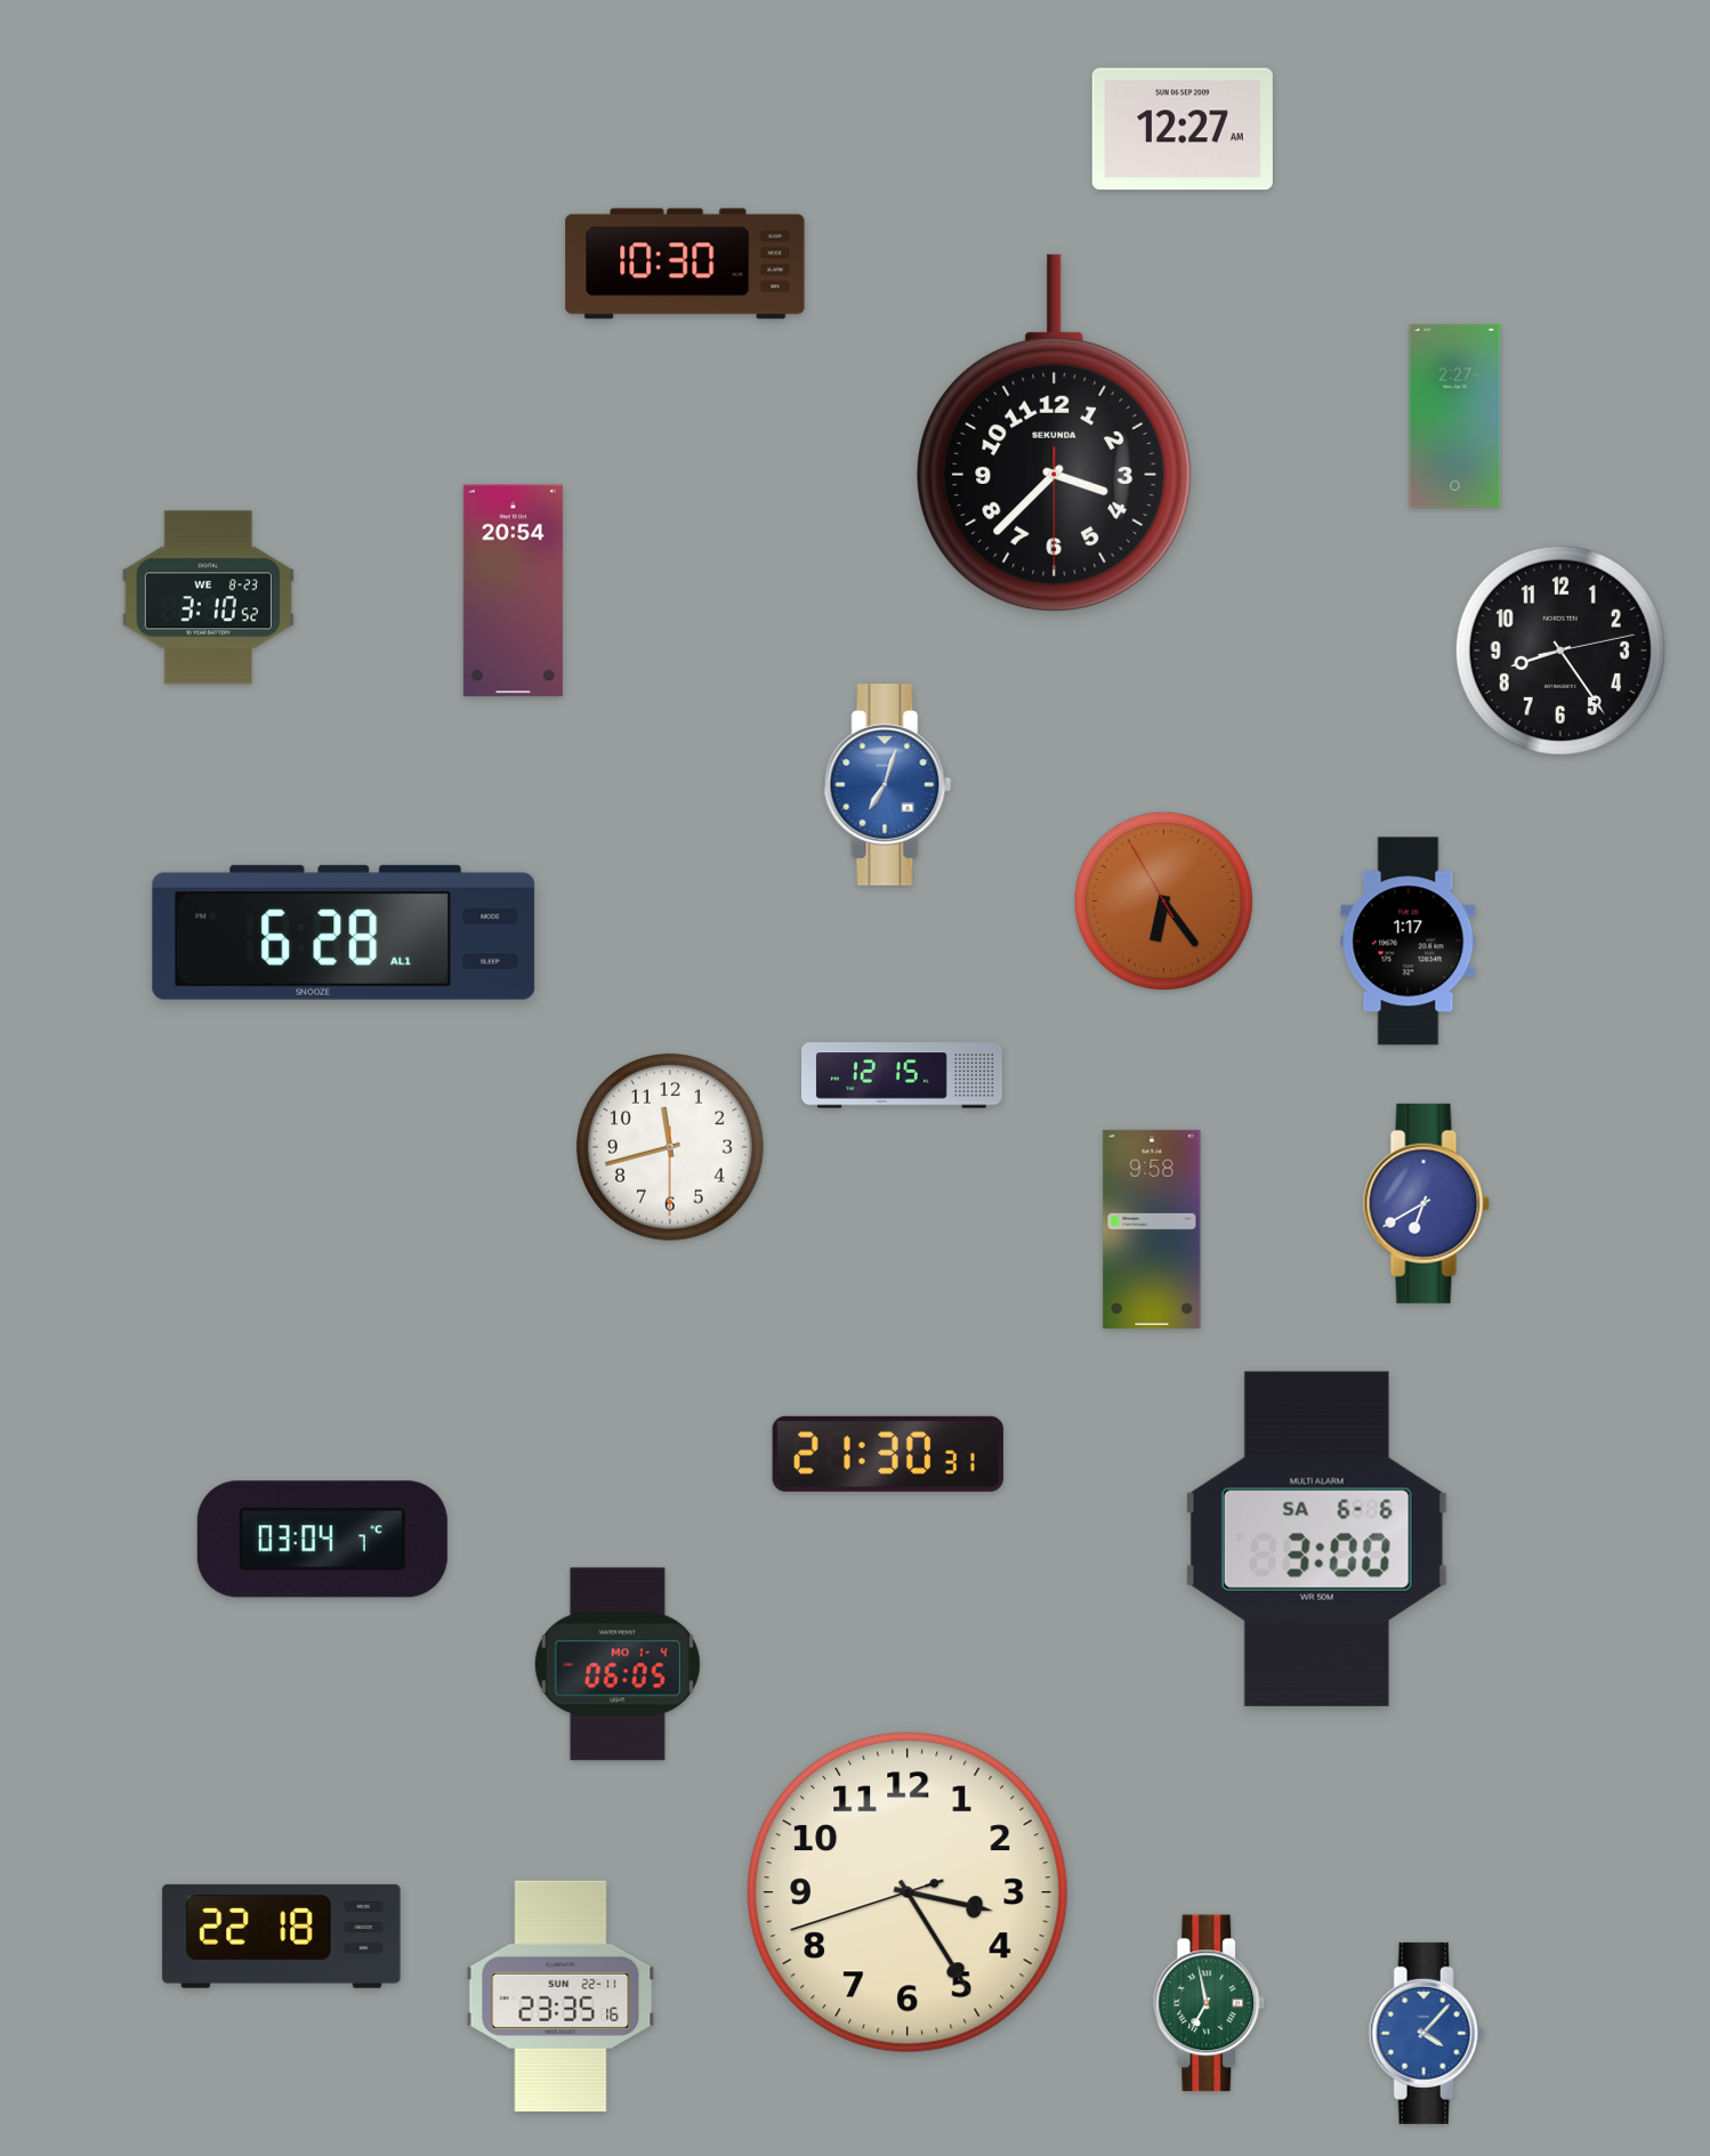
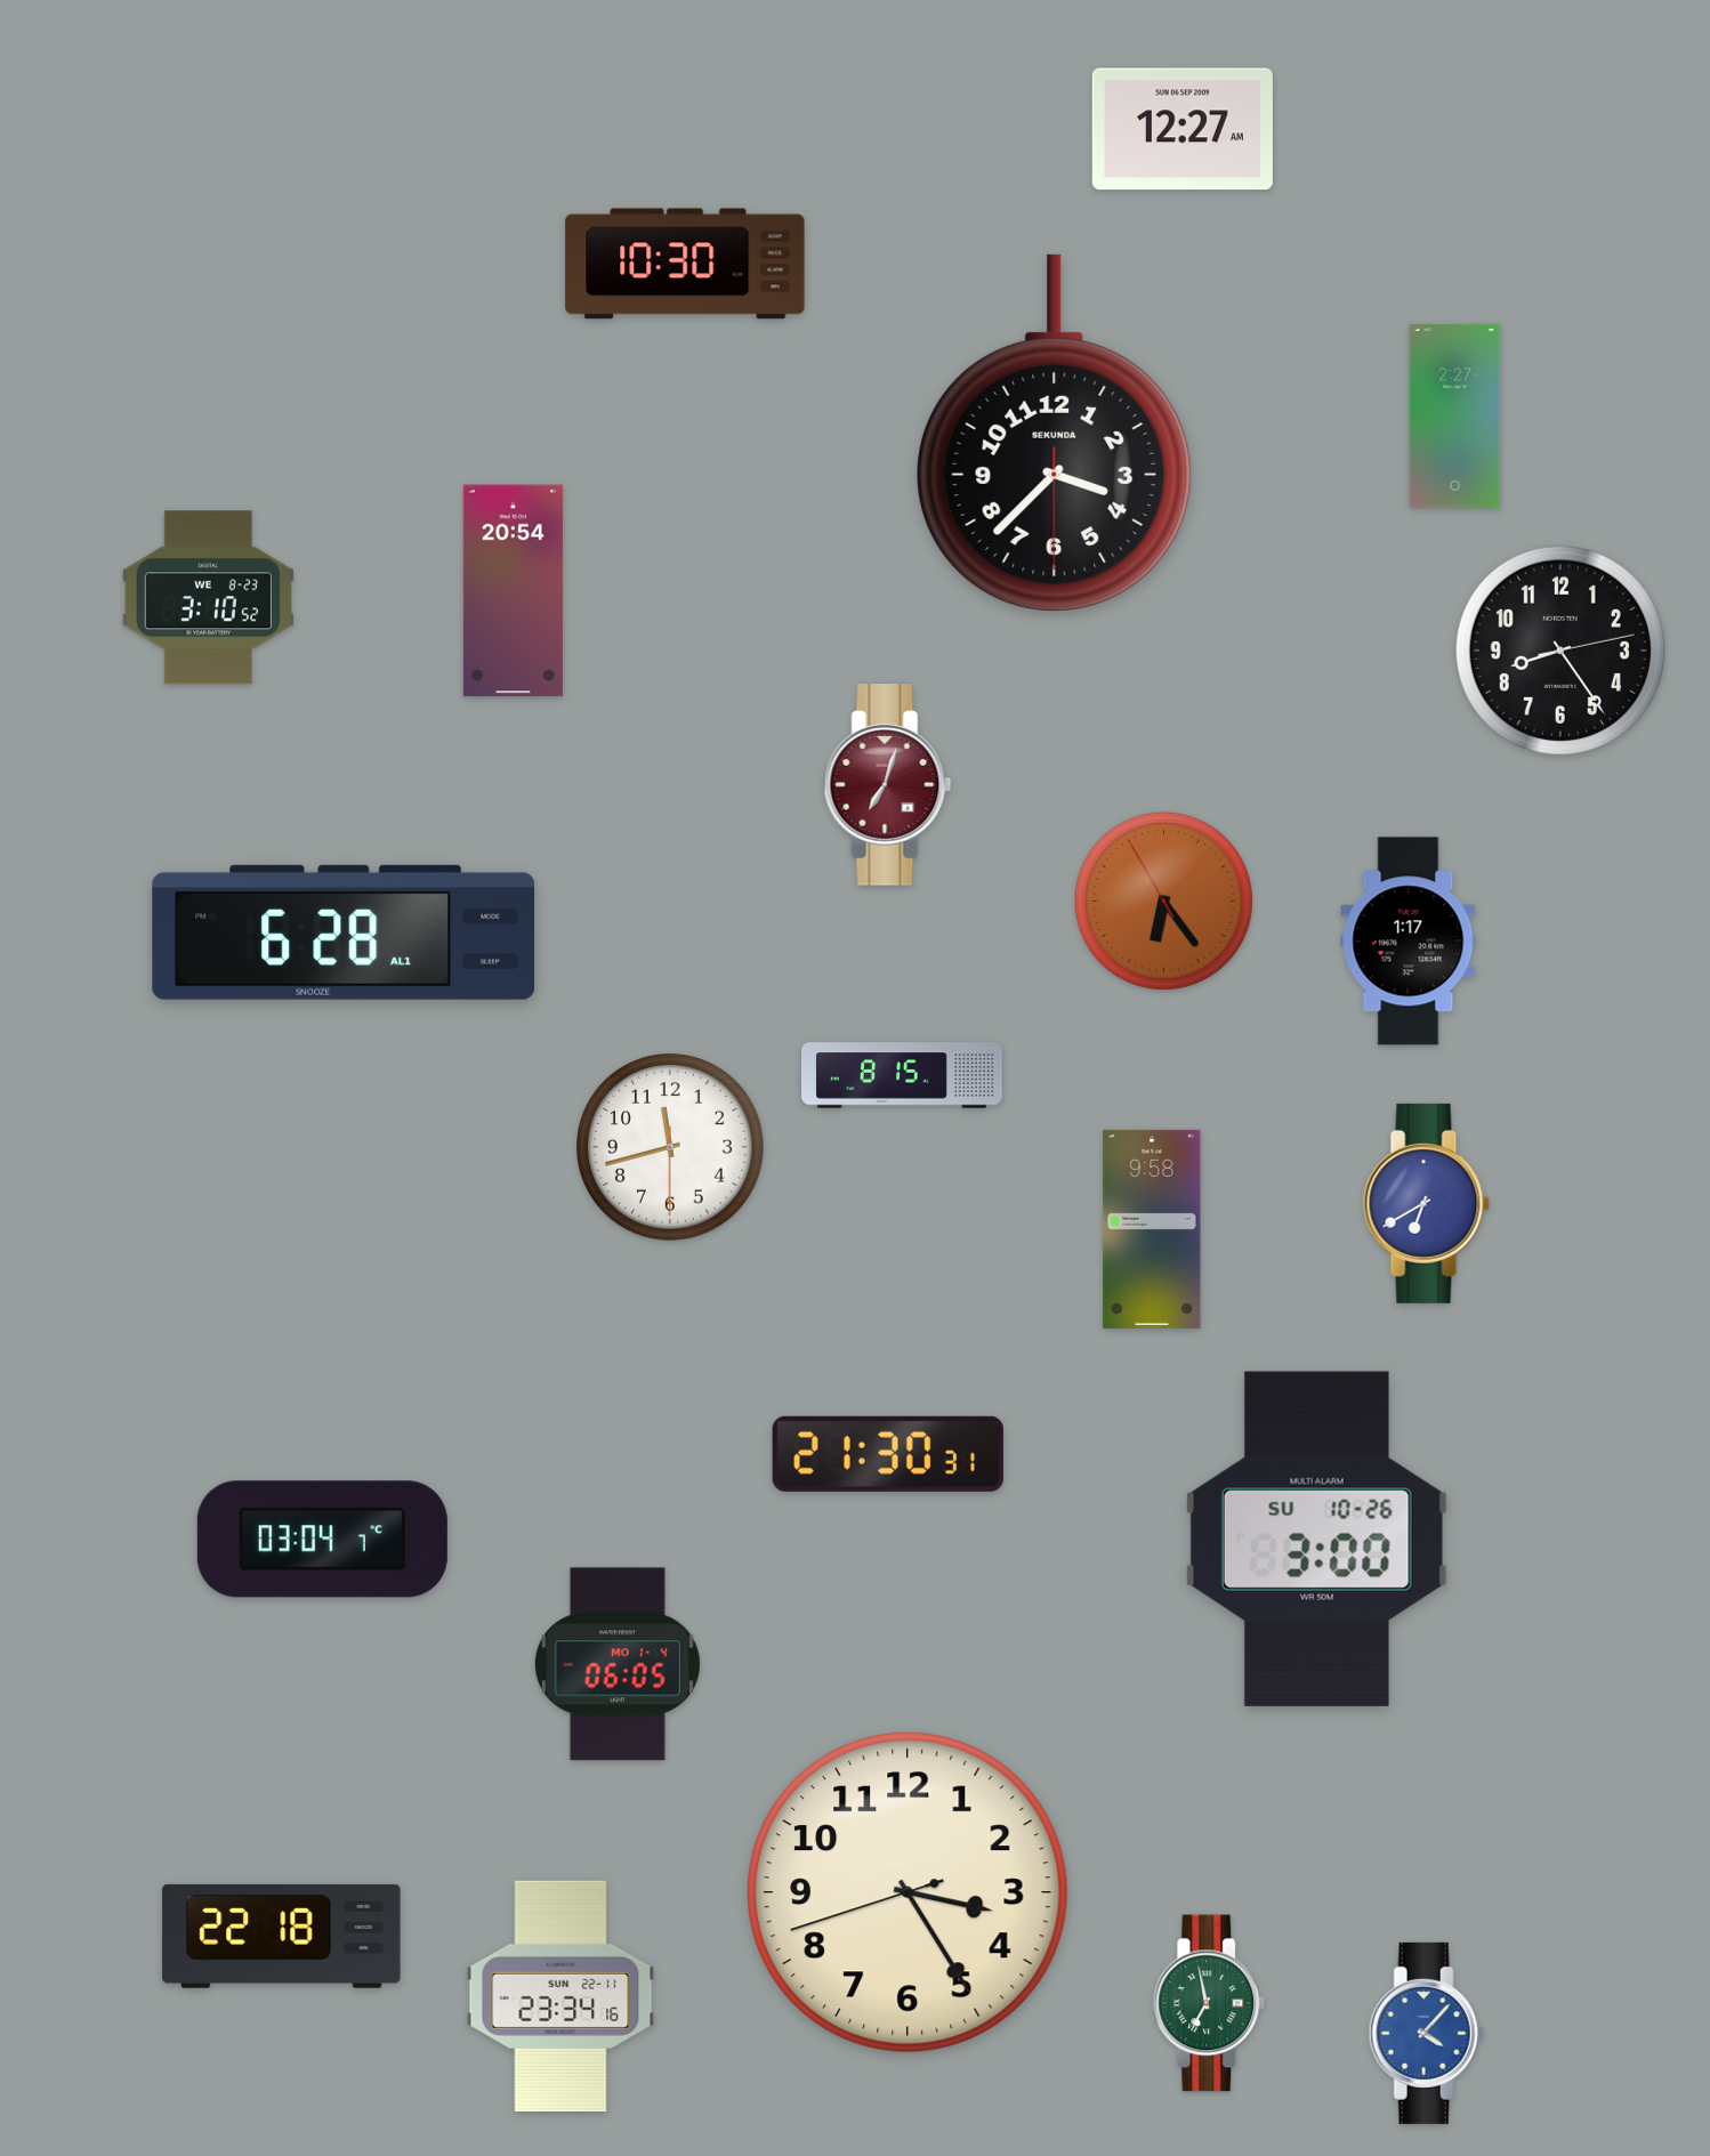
clock at (888, 785) dial: blue -> burgundy
clock at (903, 1075): 12:15 -> 8:15
clock at (1316, 1539) date: SA 6-6 -> SU 10-26
clock at (560, 1996): 23:35 -> 23:34
